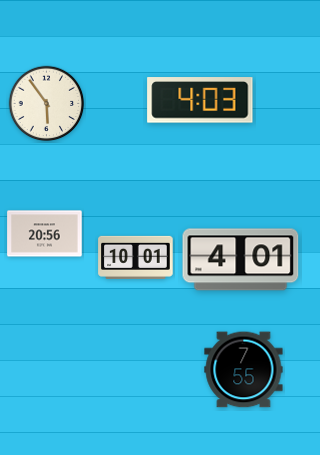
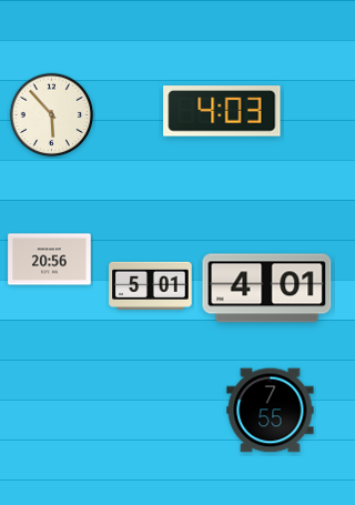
clock at (47, 104): 5:54 -> 5:53
clock at (136, 257): 10:01 -> 5:01
